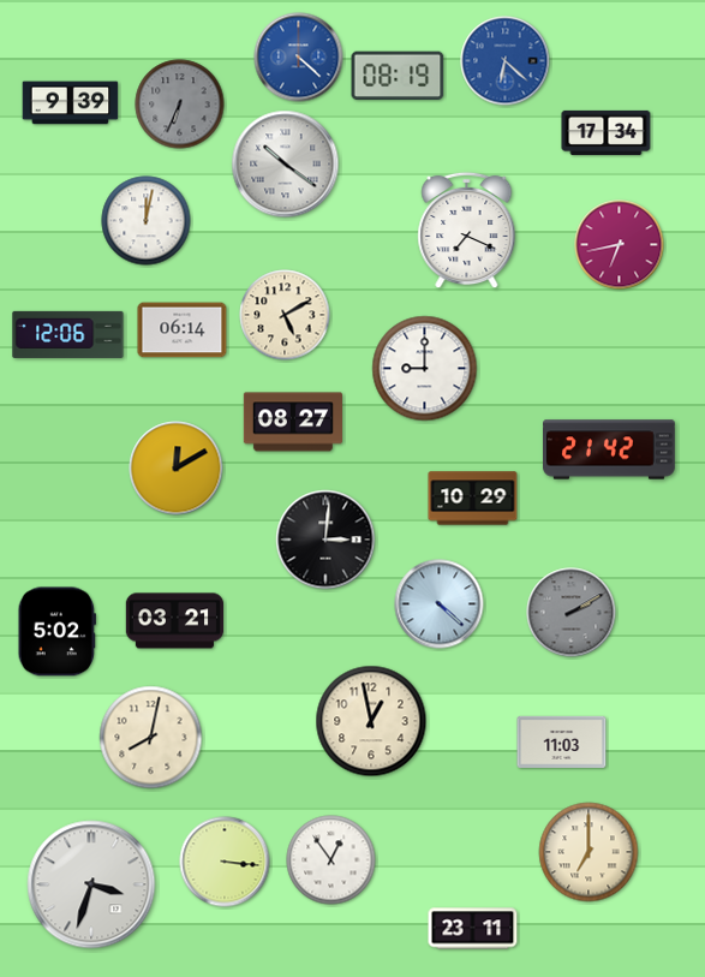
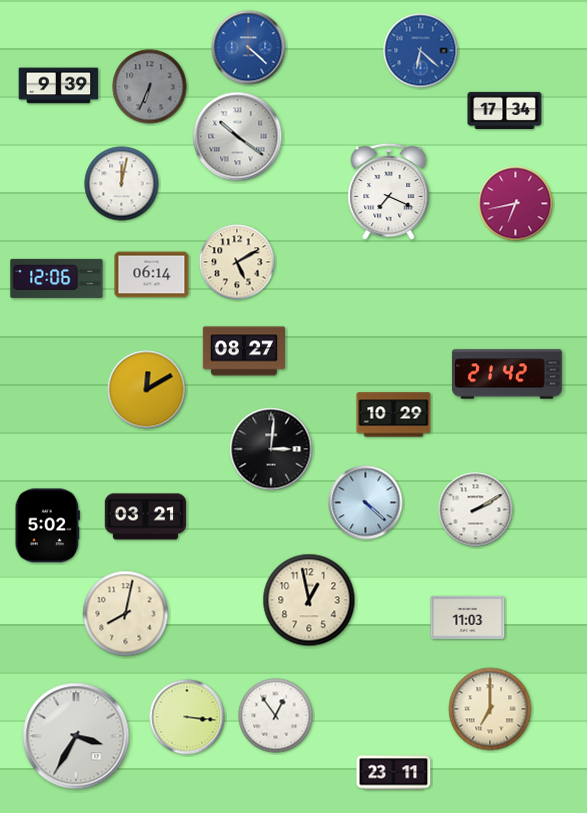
clock at (398, 76): 08:19 -> none
clock at (425, 369): 9:00 -> none
clock at (572, 613) dial: grey -> white
clock at (91, 884): 3:33 -> 3:35
